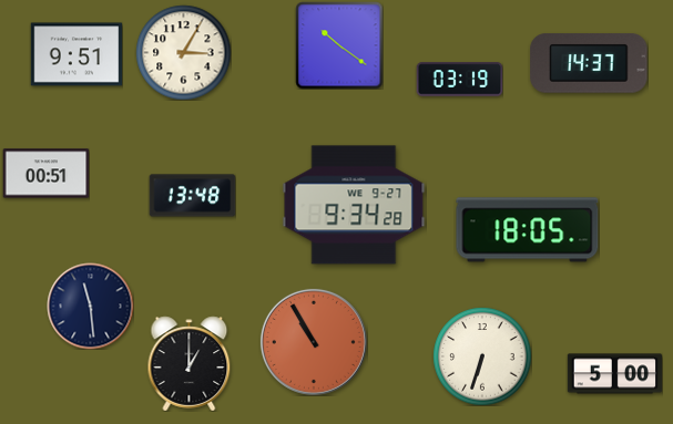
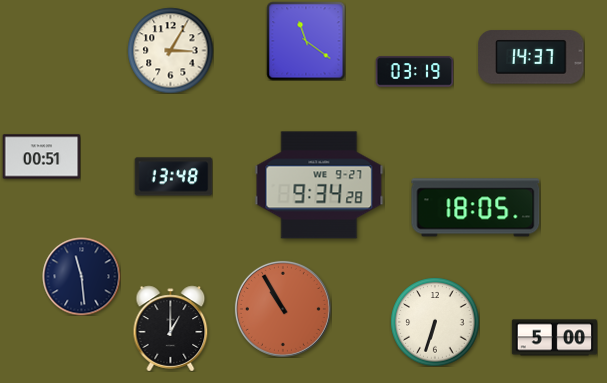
clock at (339, 45): 10:21 -> 11:21
clock at (183, 52) position: (183, 52) -> (170, 50)
clock at (77, 54): 9:51 -> none
